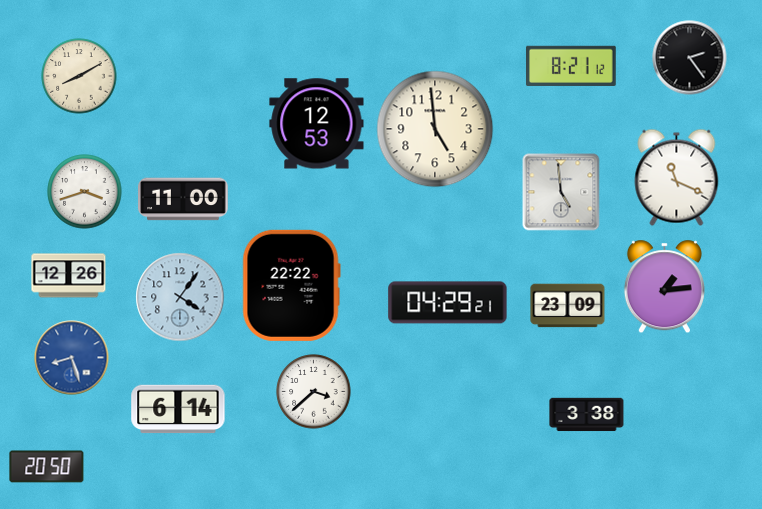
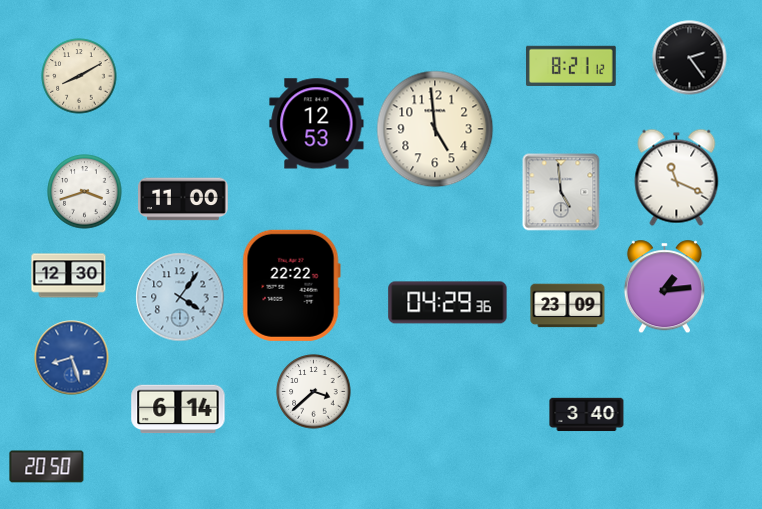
clock at (69, 276): 12:26 -> 12:30
clock at (448, 303): 04:29:21 -> 04:29:36
clock at (587, 415): 3:38 -> 3:40
